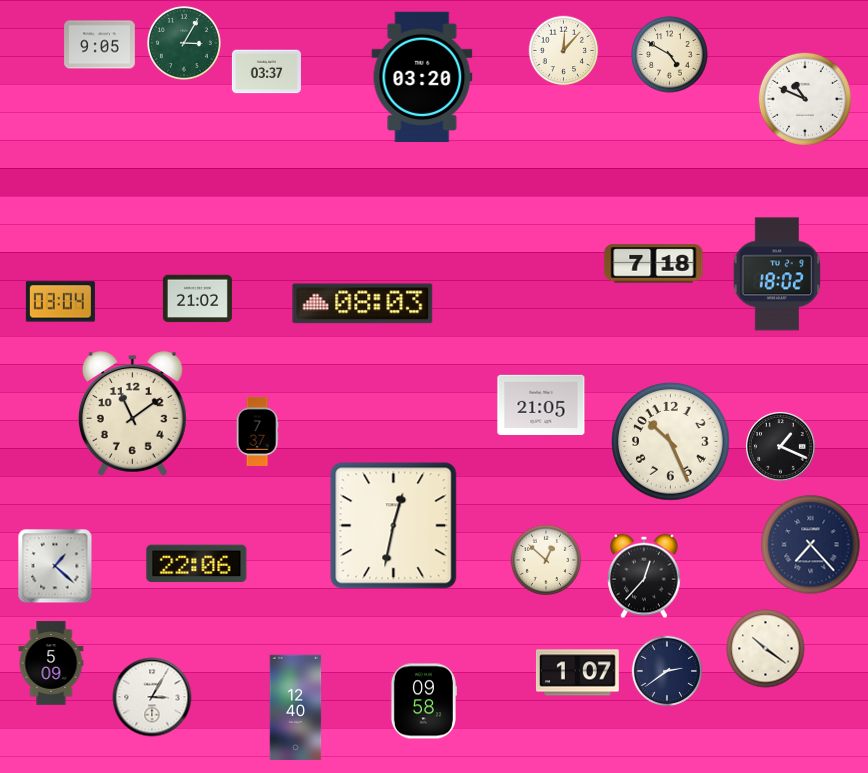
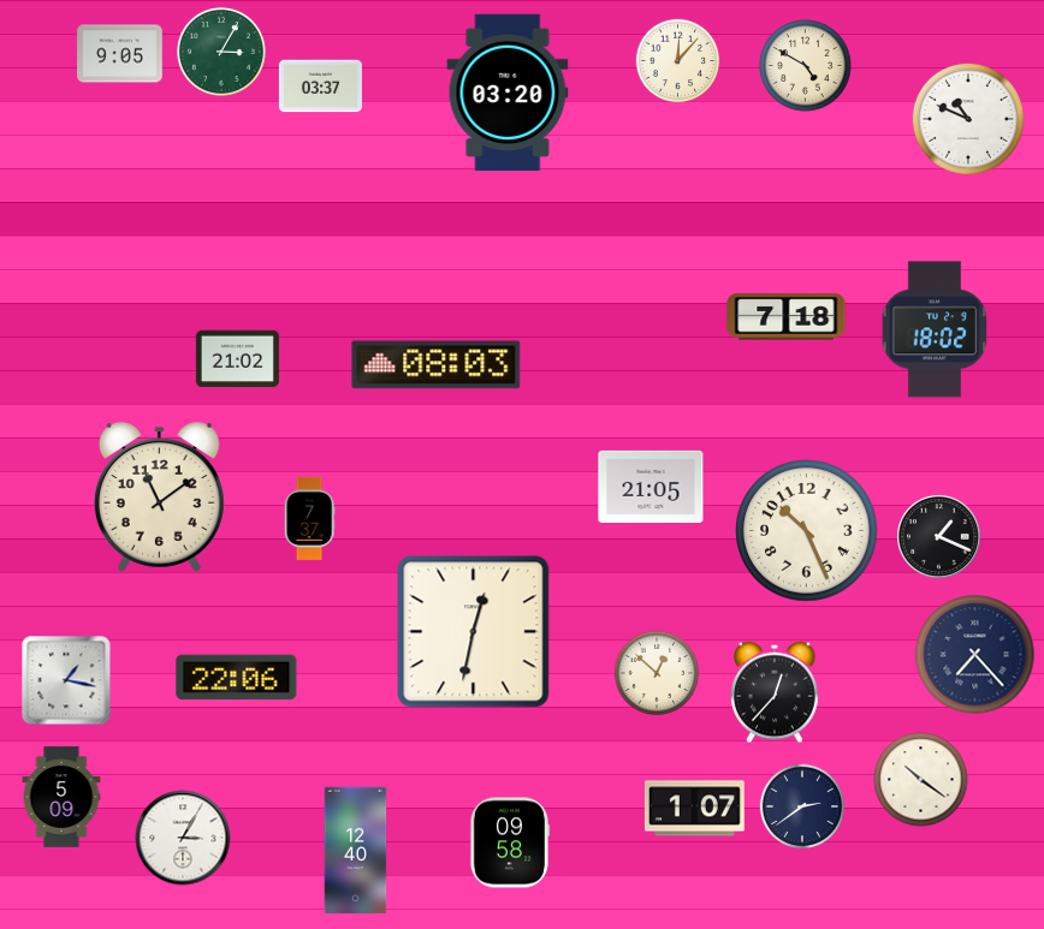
clock at (60, 302): 03:04 -> none
clock at (55, 566): 1:22 -> 1:17
